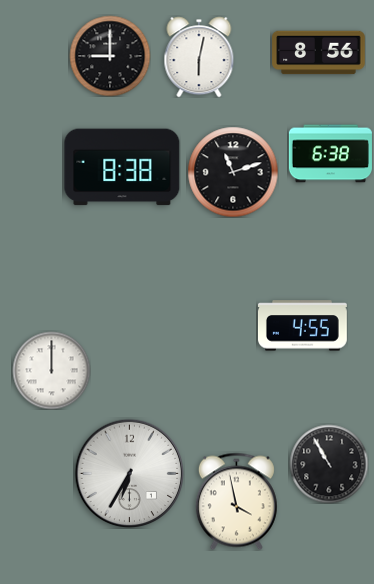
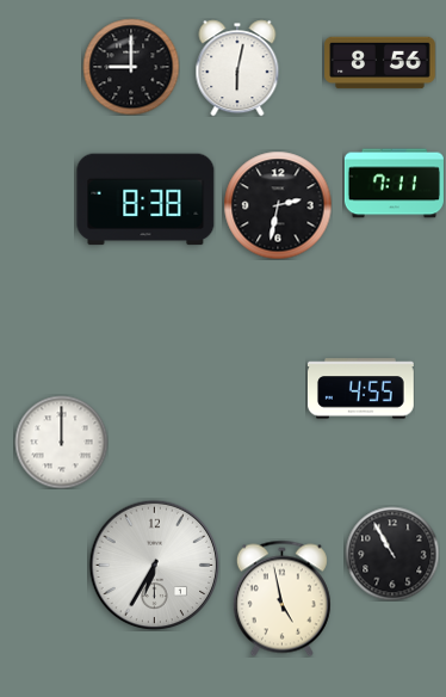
clock at (330, 154): 6:38 -> 7:11
clock at (233, 172): 11:12 -> 2:32
clock at (236, 501): 3:58 -> 4:58
